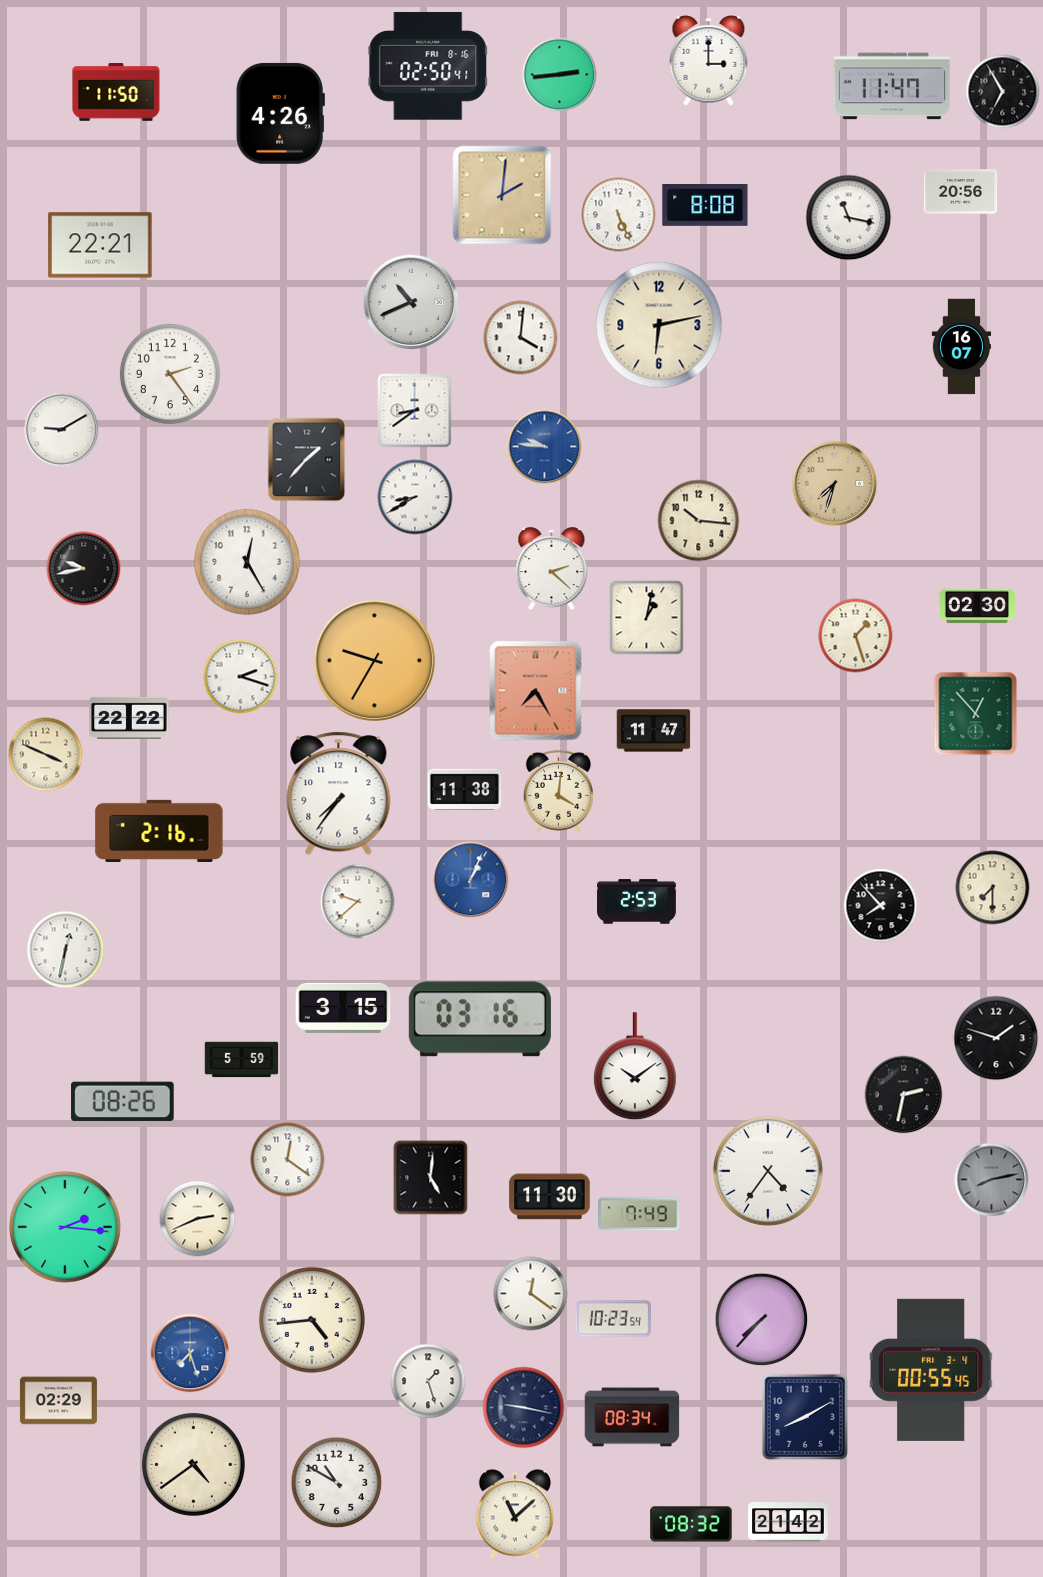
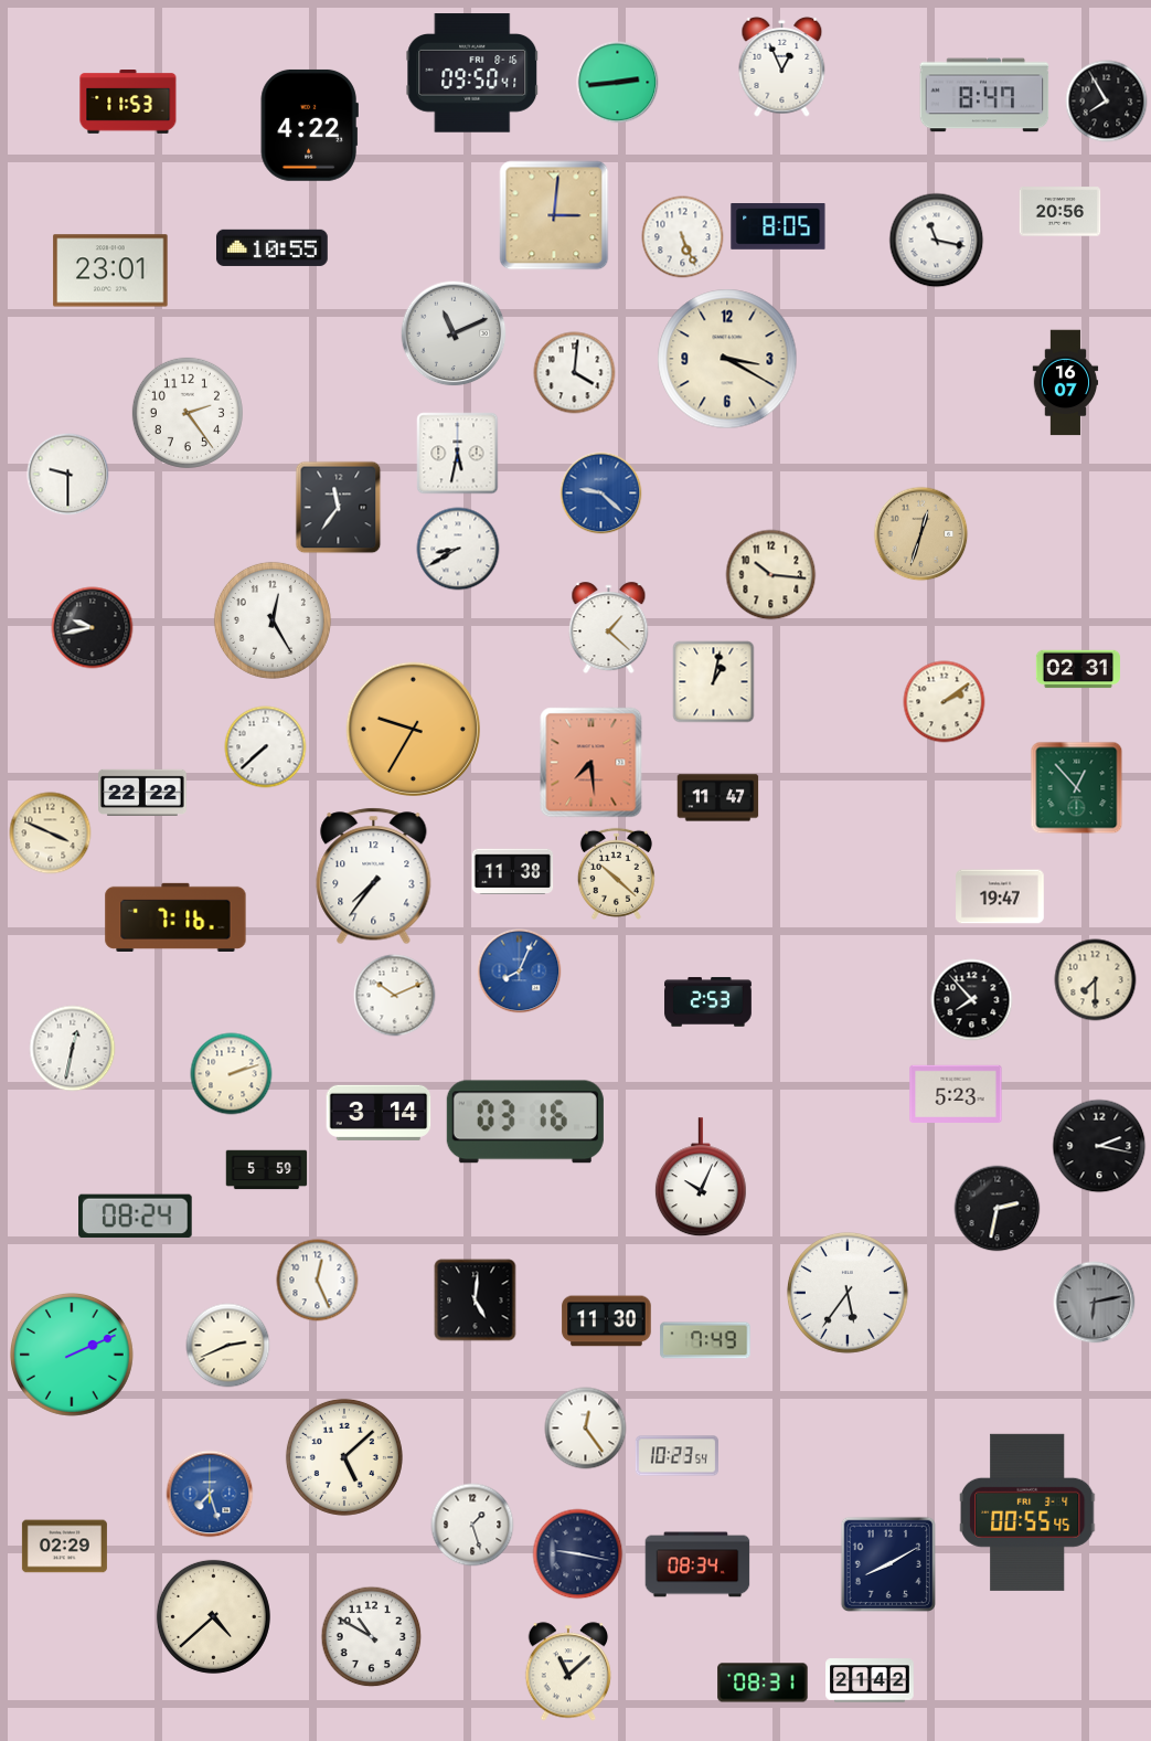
clock at (709, 60): 3:00 -> 12:56
clock at (428, 66): 02:50 -> 09:50
clock at (892, 86): 11:47 -> 8:47
clock at (1003, 92): 6:55 -> 7:55
clock at (116, 93): 11:50 -> 11:53
clock at (280, 113): 4:26 -> 4:22
clock at (502, 195): 2:01 -> 3:01
clock at (705, 206): 8:08 -> 8:05
clock at (271, 247): none -> 10:55
clock at (100, 245): 22:21 -> 23:01
clock at (411, 302): 10:41 -> 11:11
clock at (659, 325): 6:13 -> 3:20
clock at (962, 347) position: (962, 347) -> (1066, 383)
clock at (415, 411): 8:39 -> 5:32
clock at (62, 430): 9:10 -> 9:30
clock at (545, 447): 9:46 -> 9:22
clock at (307, 460): 1:37 -> 11:36
clock at (835, 484): 7:33 -> 12:33
clock at (552, 569): 2:22 -> 1:22
clock at (977, 606): 02:30 -> 02:31
clock at (856, 636): 1:27 -> 2:09
clock at (241, 677): 2:18 -> 7:38
clock at (536, 691): 7:25 -> 7:29
clock at (654, 731) position: (654, 731) -> (718, 798)
clock at (558, 791): 4:01 -> 10:22
clock at (1000, 896): none -> 19:47
clock at (159, 831): 2:16 -> 7:16
clock at (471, 880): 1:04 -> 8:04
clock at (358, 902): 9:38 -> 10:11
clock at (637, 902) position: (637, 902) -> (708, 1002)
clock at (232, 1074): none -> 2:12
clock at (956, 1094): none -> 5:23
clock at (343, 1008): 3:15 -> 3:14
clock at (480, 1019) position: (480, 1019) -> (525, 1122)
clock at (996, 1038): 1:48 -> 2:17
clock at (635, 1067): 10:09 -> 10:04
clock at (123, 1102): 08:26 -> 08:24
clock at (288, 1160): 12:21 -> 12:26
clock at (768, 1171): 4:36 -> 5:36
clock at (992, 1180): 8:13 -> 6:13
clock at (198, 1219) position: (198, 1219) -> (228, 1346)
clock at (65, 1227): 2:16 -> 2:11
clock at (531, 1294): 12:21 -> 12:24
clock at (312, 1320): 4:44 -> 5:08
clock at (762, 1320): 7:37 -> none
clock at (193, 1464): 4:39 -> 4:38
clock at (691, 1524): 08:32 -> 08:31
